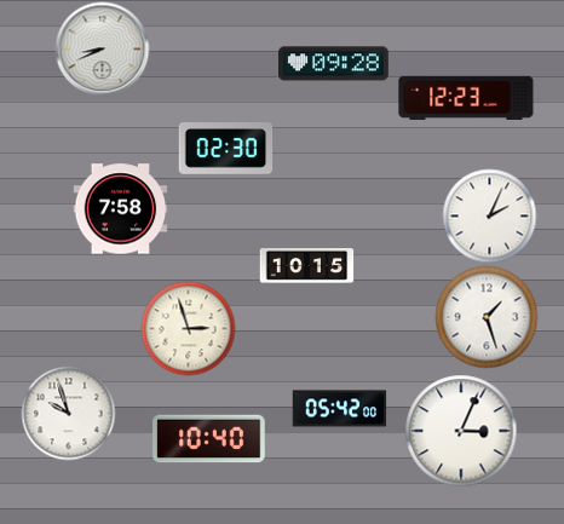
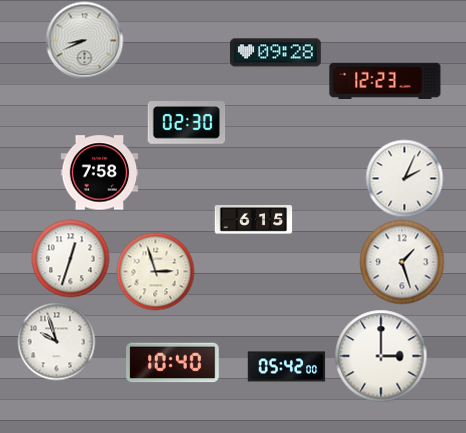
clock at (306, 266): 10:15 -> 6:15
clock at (70, 258): none -> 12:33
clock at (339, 409) position: (339, 409) -> (286, 367)
clock at (461, 431): 3:04 -> 3:00
